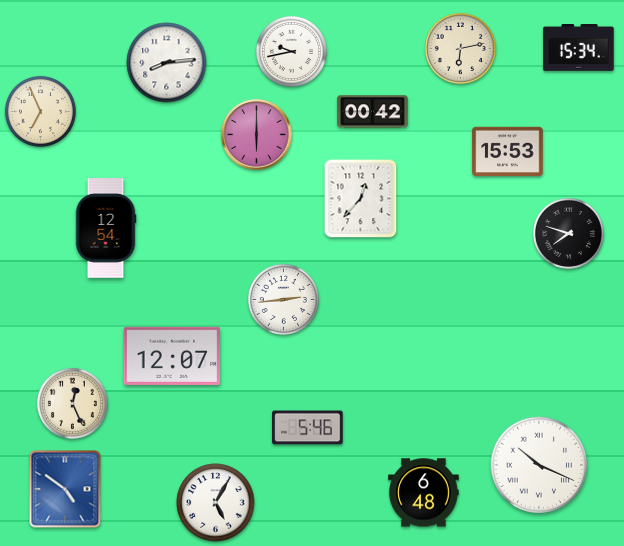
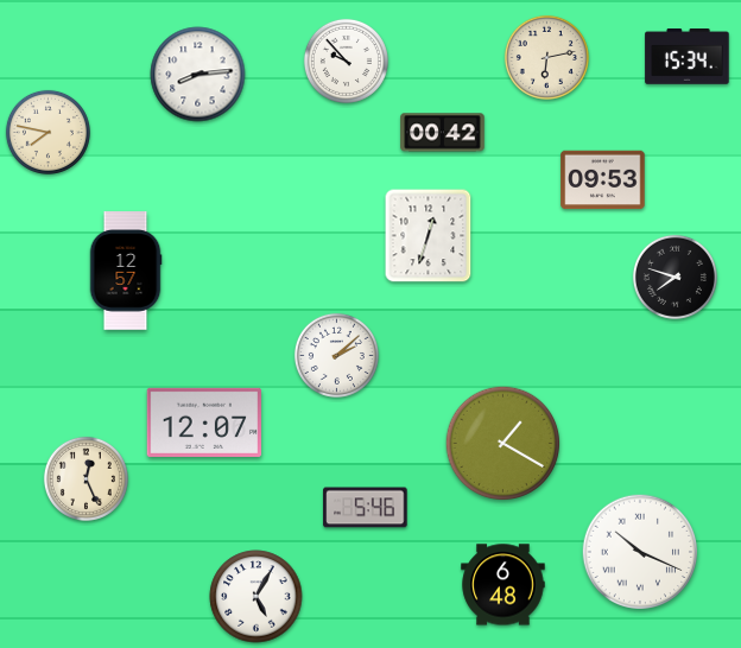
clock at (291, 51): 9:43 -> 9:53
clock at (40, 111): 6:56 -> 7:47
clock at (257, 135): 6:00 -> none
clock at (508, 152): 15:53 -> 09:53
clock at (361, 199): 12:37 -> 12:33
clock at (106, 228): 12:54 -> 12:57
clock at (283, 299): 2:44 -> 2:08
clock at (503, 444): none -> 1:20
clock at (65, 489): 4:51 -> none
